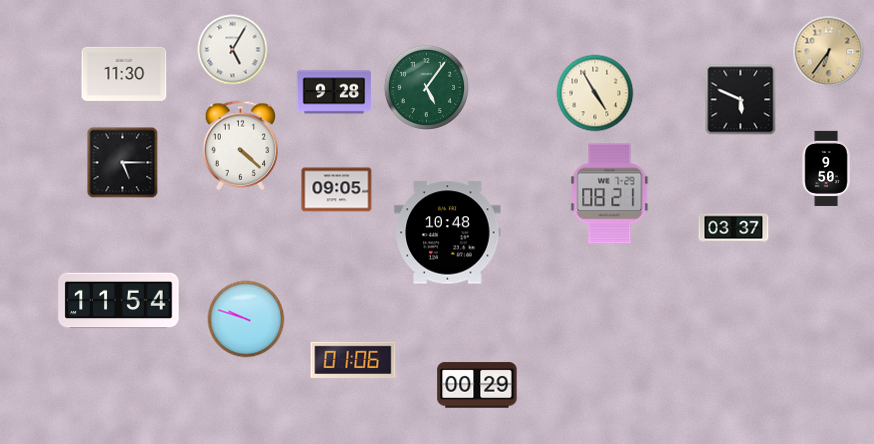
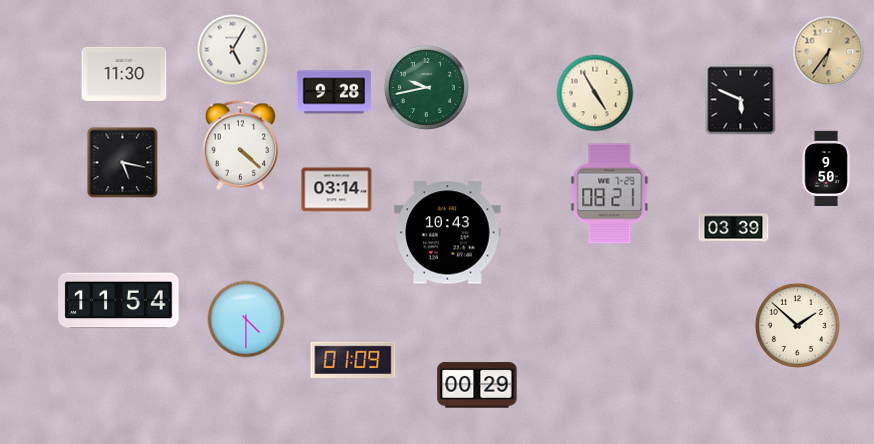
clock at (426, 87): 5:06 -> 9:43
clock at (123, 163): 5:15 -> 5:17
clock at (337, 190): 09:05 -> 03:14
clock at (734, 228): 03:37 -> 03:39
clock at (448, 233): 10:48 -> 10:43
clock at (246, 319): 9:48 -> 4:30
clock at (797, 325): none -> 1:52
clock at (353, 359): 01:06 -> 01:09
